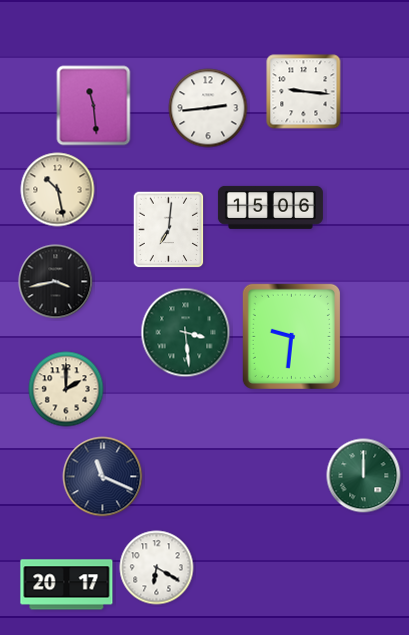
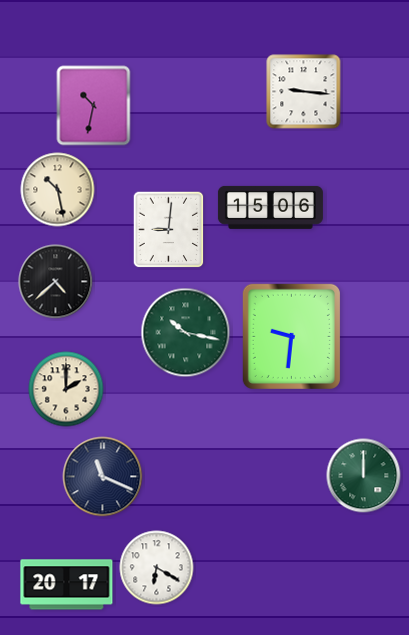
clock at (94, 106): 11:29 -> 10:32
clock at (208, 108): 2:44 -> none
clock at (169, 230): 7:01 -> 9:01
clock at (56, 282): 3:43 -> 4:38
clock at (186, 333): 3:29 -> 10:17
